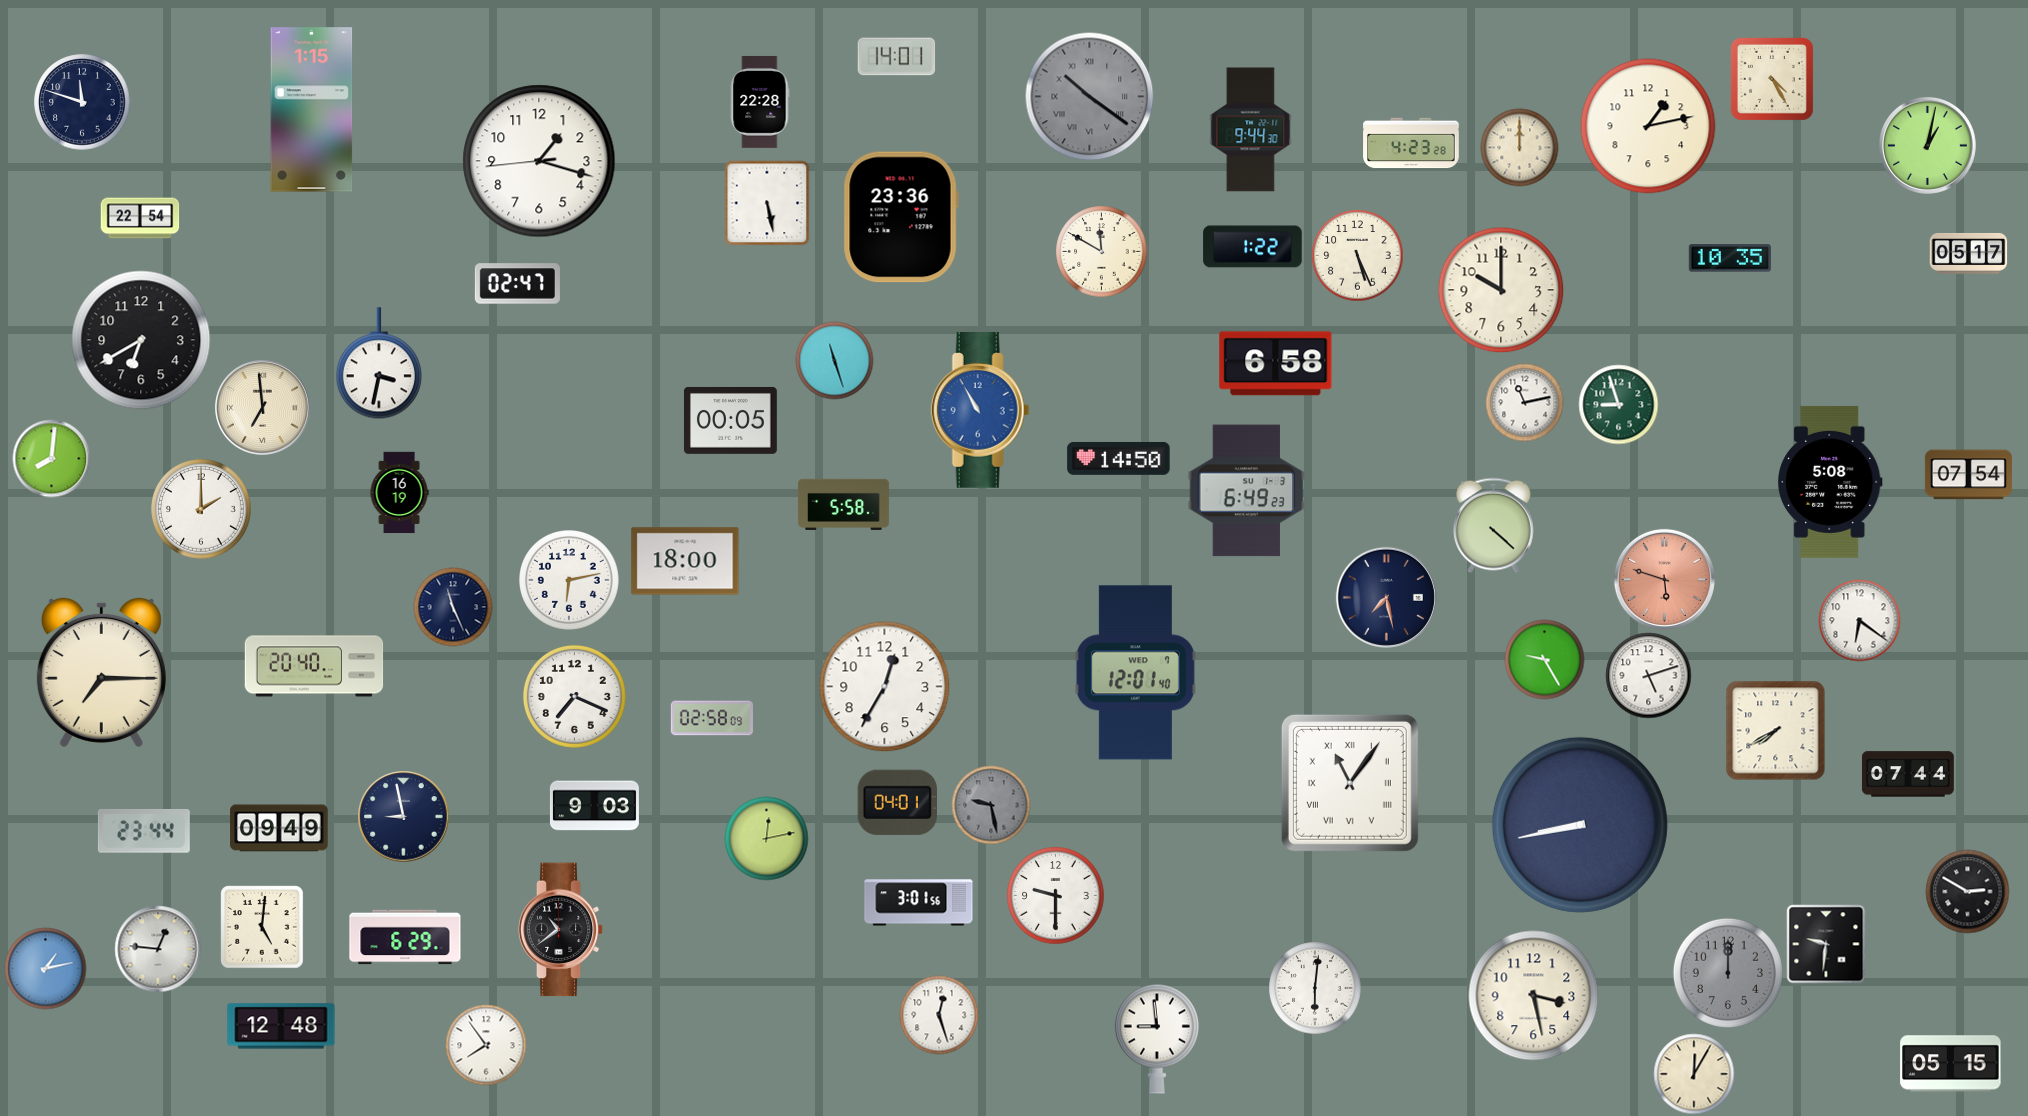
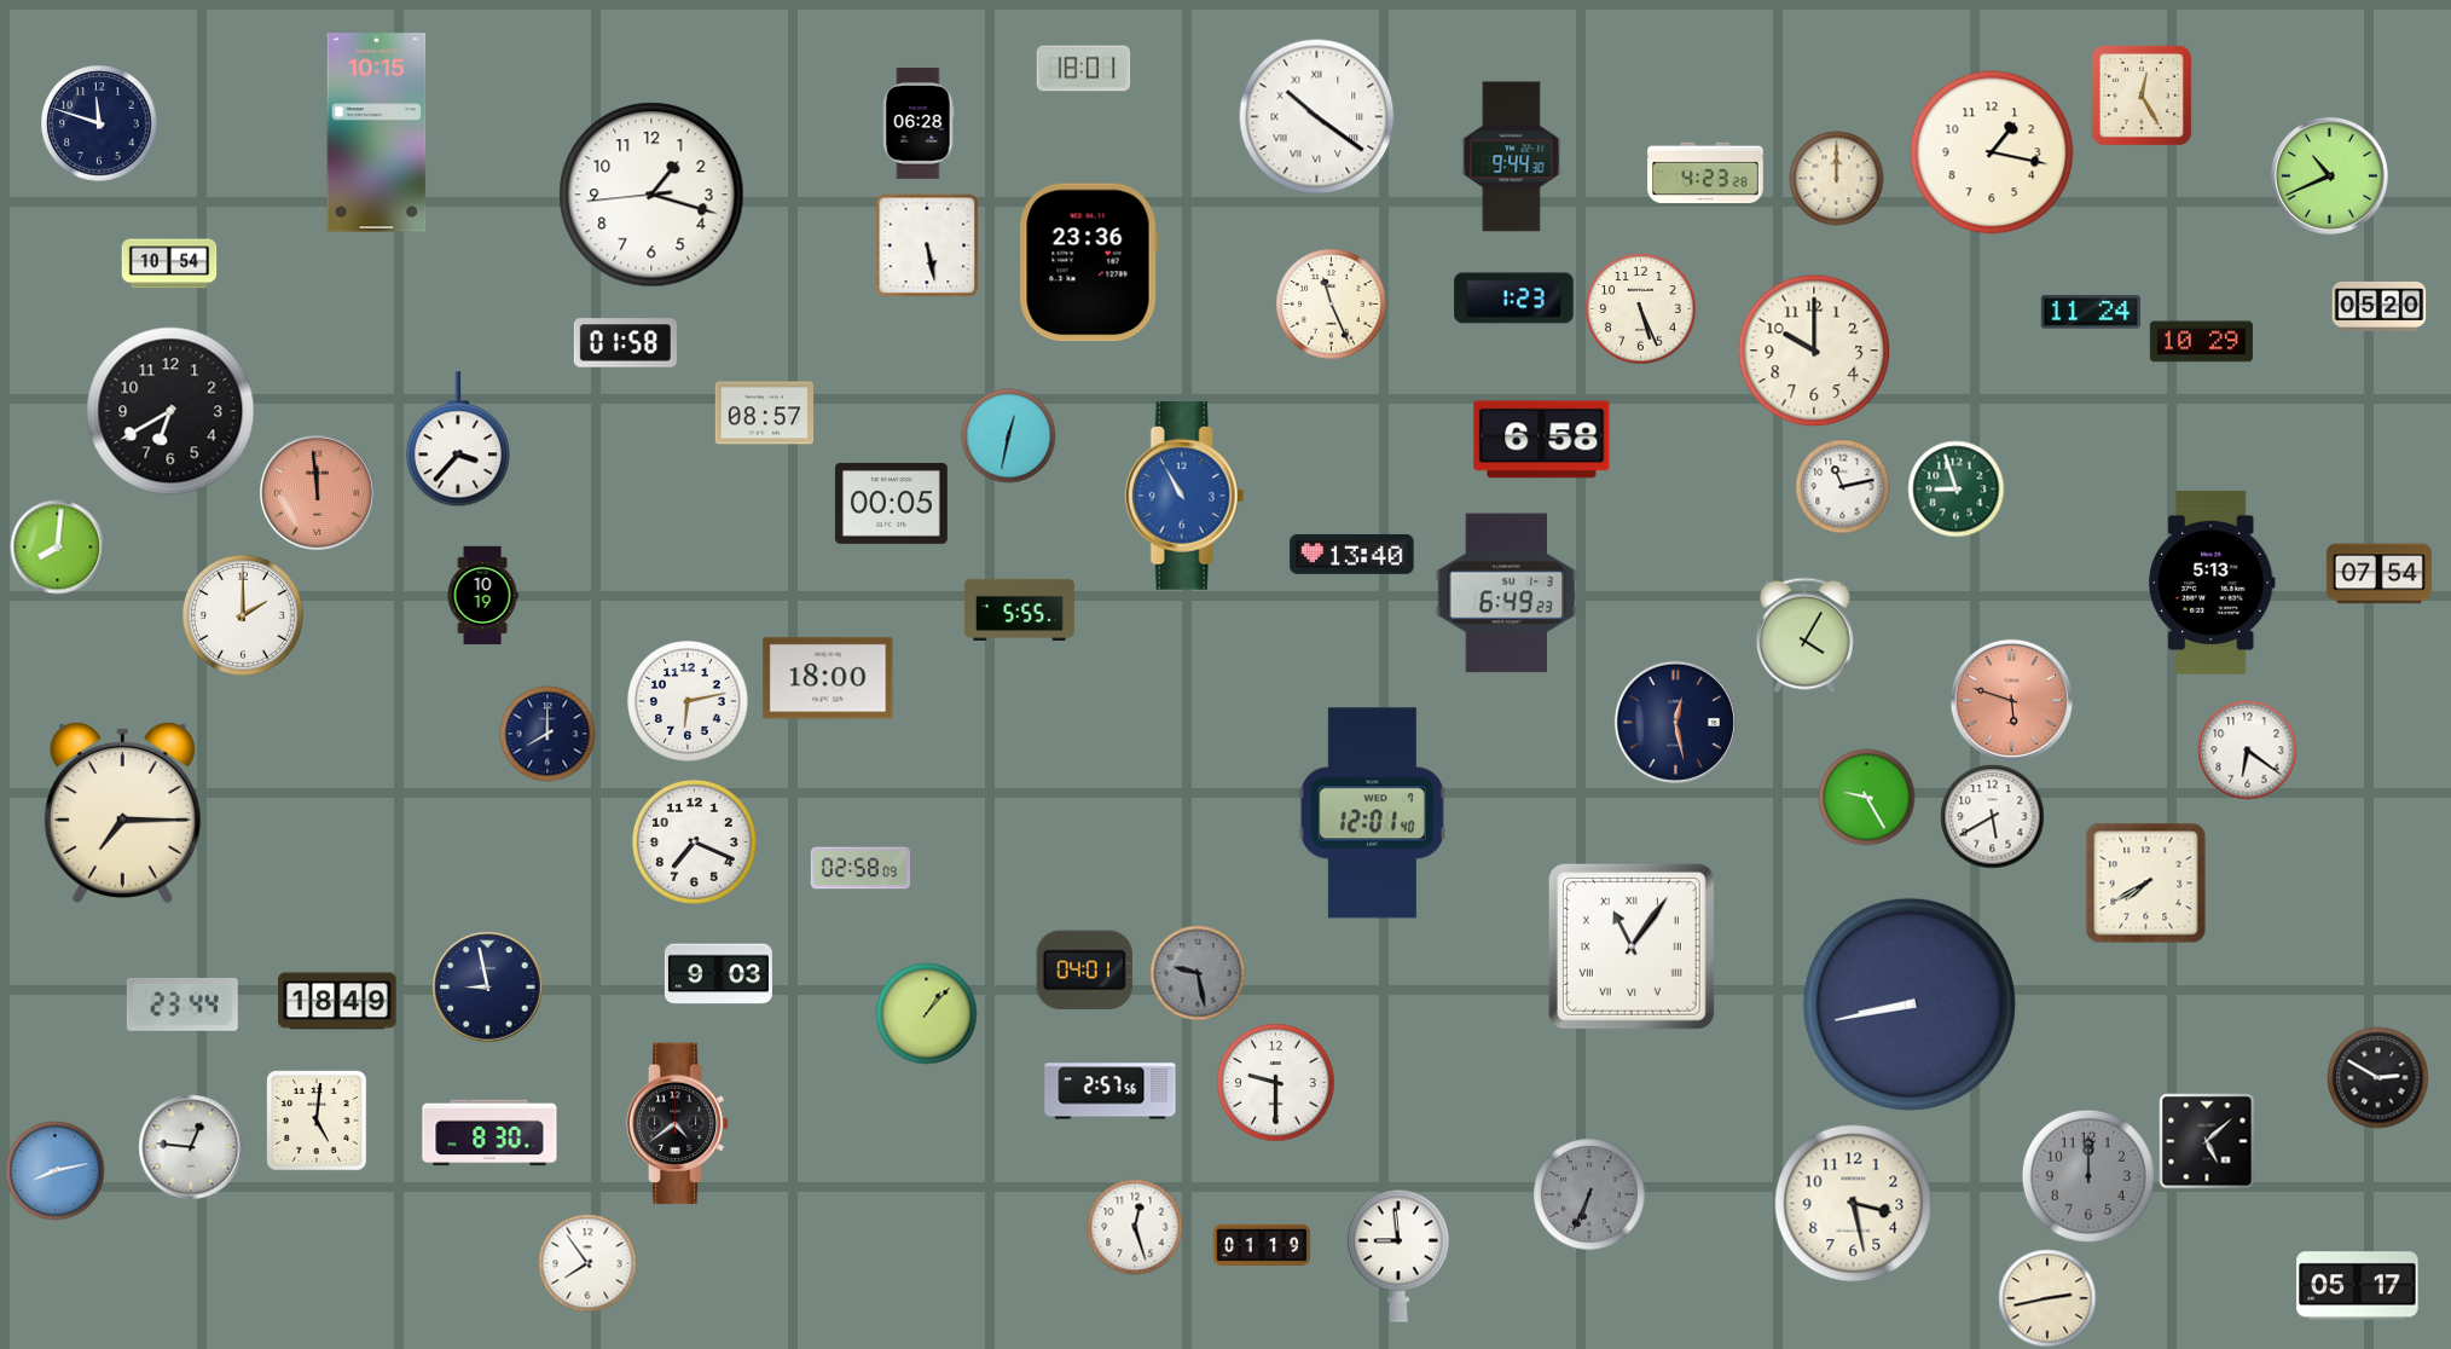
clock at (896, 57): 14:01 -> 18:01
clock at (1772, 79): 4:25 -> 12:25
clock at (1089, 96) dial: grey -> white
clock at (760, 102): 22:28 -> 06:28
clock at (312, 110): 1:15 -> 10:15
clock at (1648, 126): 1:13 -> 1:17
clock at (1927, 145): 1:02 -> 10:41
clock at (140, 218): 22:54 -> 10:54
clock at (1253, 247): 1:22 -> 1:23
clock at (1101, 251): 11:50 -> 11:26
clock at (1968, 254): 05:17 -> 05:20
clock at (1729, 258): 10:35 -> 11:24
clock at (2201, 342): none -> 10:29
clock at (517, 284): 02:47 -> 01:58
clock at (764, 413): none -> 08:57
clock at (834, 360): 11:27 -> 12:32
clock at (379, 363): 3:32 -> 3:37
clock at (263, 408): 6:59 -> 11:59
clock at (263, 408) dial: cream -> salmon
clock at (730, 421) position: (730, 421) -> (891, 504)
clock at (51, 458) position: (51, 458) -> (57, 546)
clock at (1119, 459): 14:50 -> 13:40
clock at (1831, 482): 5:08 -> 5:13
clock at (399, 492): 16:19 -> 10:19
clock at (843, 504): 5:58 -> 5:55
clock at (1494, 525): 4:22 -> 4:05
clock at (1386, 597): 7:28 -> 12:28
clock at (453, 607): 11:26 -> 8:00
clock at (314, 666): 20:40 -> none
clock at (1648, 675): 5:12 -> 5:40
clock at (885, 687): 12:35 -> none
clock at (1908, 774): 07:44 -> none
clock at (1580, 825) position: (1580, 825) -> (1910, 1004)
clock at (279, 828): 09:49 -> 18:49
clock at (144, 831) position: (144, 831) -> (182, 1004)
clock at (766, 838): 12:13 -> 1:07
clock at (919, 903): 3:01 -> 2:57
clock at (561, 930): 10:39 -> 4:39
clock at (405, 937): 6:29 -> 8:30
clock at (1826, 944): 9:31 -> 5:08
clock at (45, 968): 1:13 -> 8:13
clock at (1315, 988): 6:01 -> 6:34
clock at (1315, 988) dial: white -> grey
clock at (281, 1026): 12:48 -> none
clock at (1262, 1244): none -> 01:19
clock at (1951, 1064): 05:15 -> 05:17
clock at (1694, 1074): 12:05 -> 2:43
